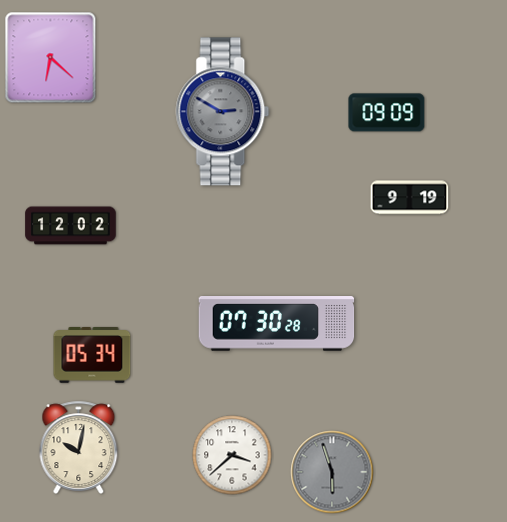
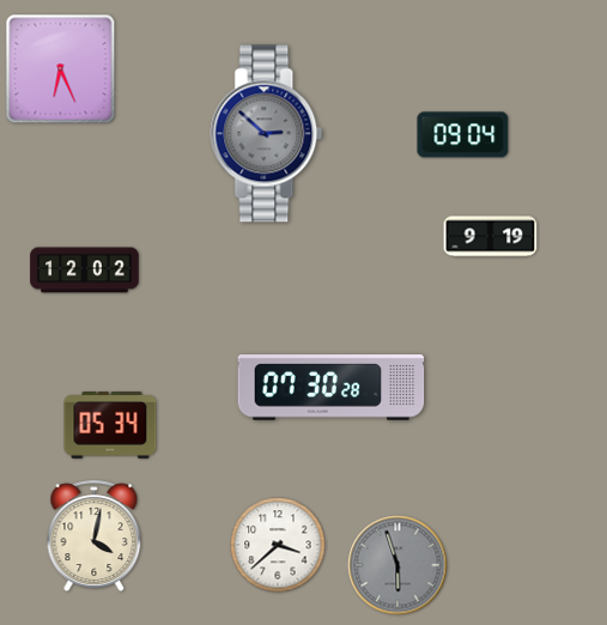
clock at (51, 58): 6:22 -> 6:26
clock at (223, 112): 2:50 -> 2:52
clock at (387, 113): 09:09 -> 09:04
clock at (79, 447): 10:02 -> 4:02
